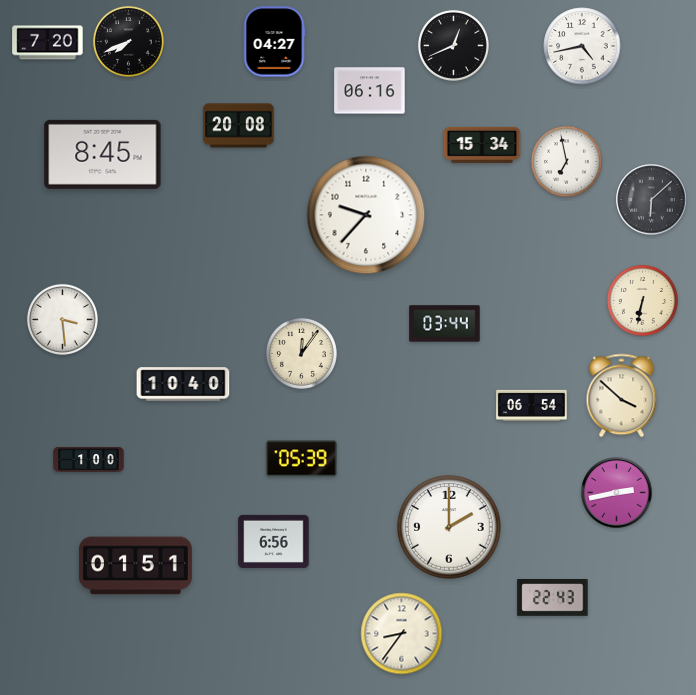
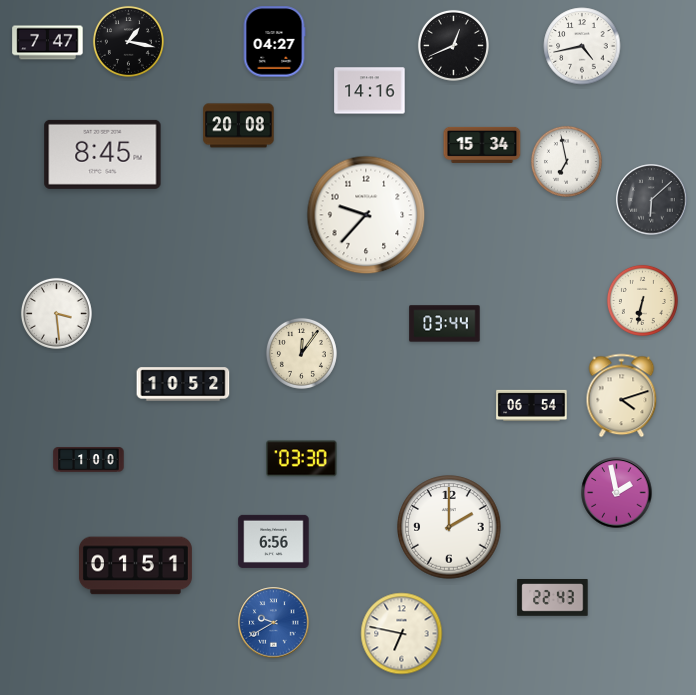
clock at (128, 41): 7:41 -> 1:17
clock at (48, 43): 7:20 -> 7:47
clock at (370, 91): 06:16 -> 14:16
clock at (62, 319) position: (62, 319) -> (56, 313)
clock at (183, 384): 10:40 -> 10:52
clock at (622, 396): 3:52 -> 4:12
clock at (302, 459): 05:39 -> 03:30
clock at (617, 493): 2:43 -> 1:58
clock at (274, 623): none -> 9:40
clock at (402, 634): 8:36 -> 6:47
